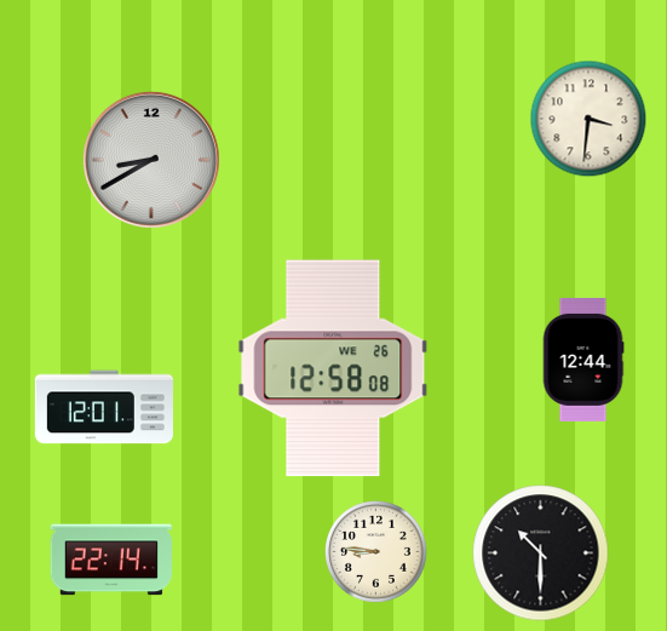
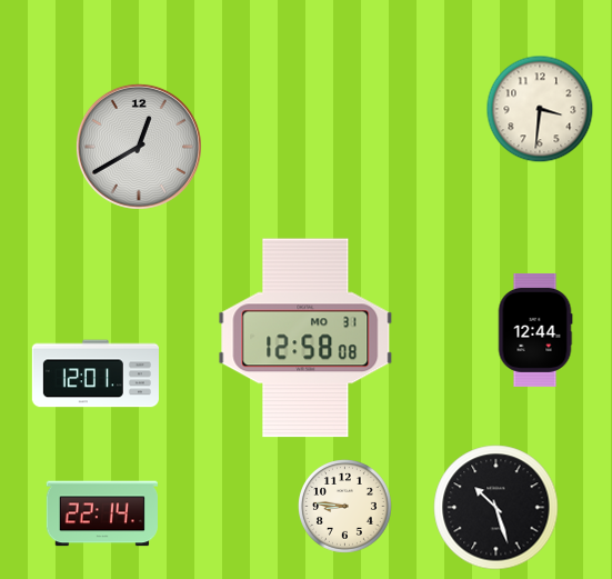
clock at (151, 160): 8:40 -> 12:40
clock at (333, 368) date: WE 26 -> MO 31
clock at (541, 553): 10:30 -> 10:27
